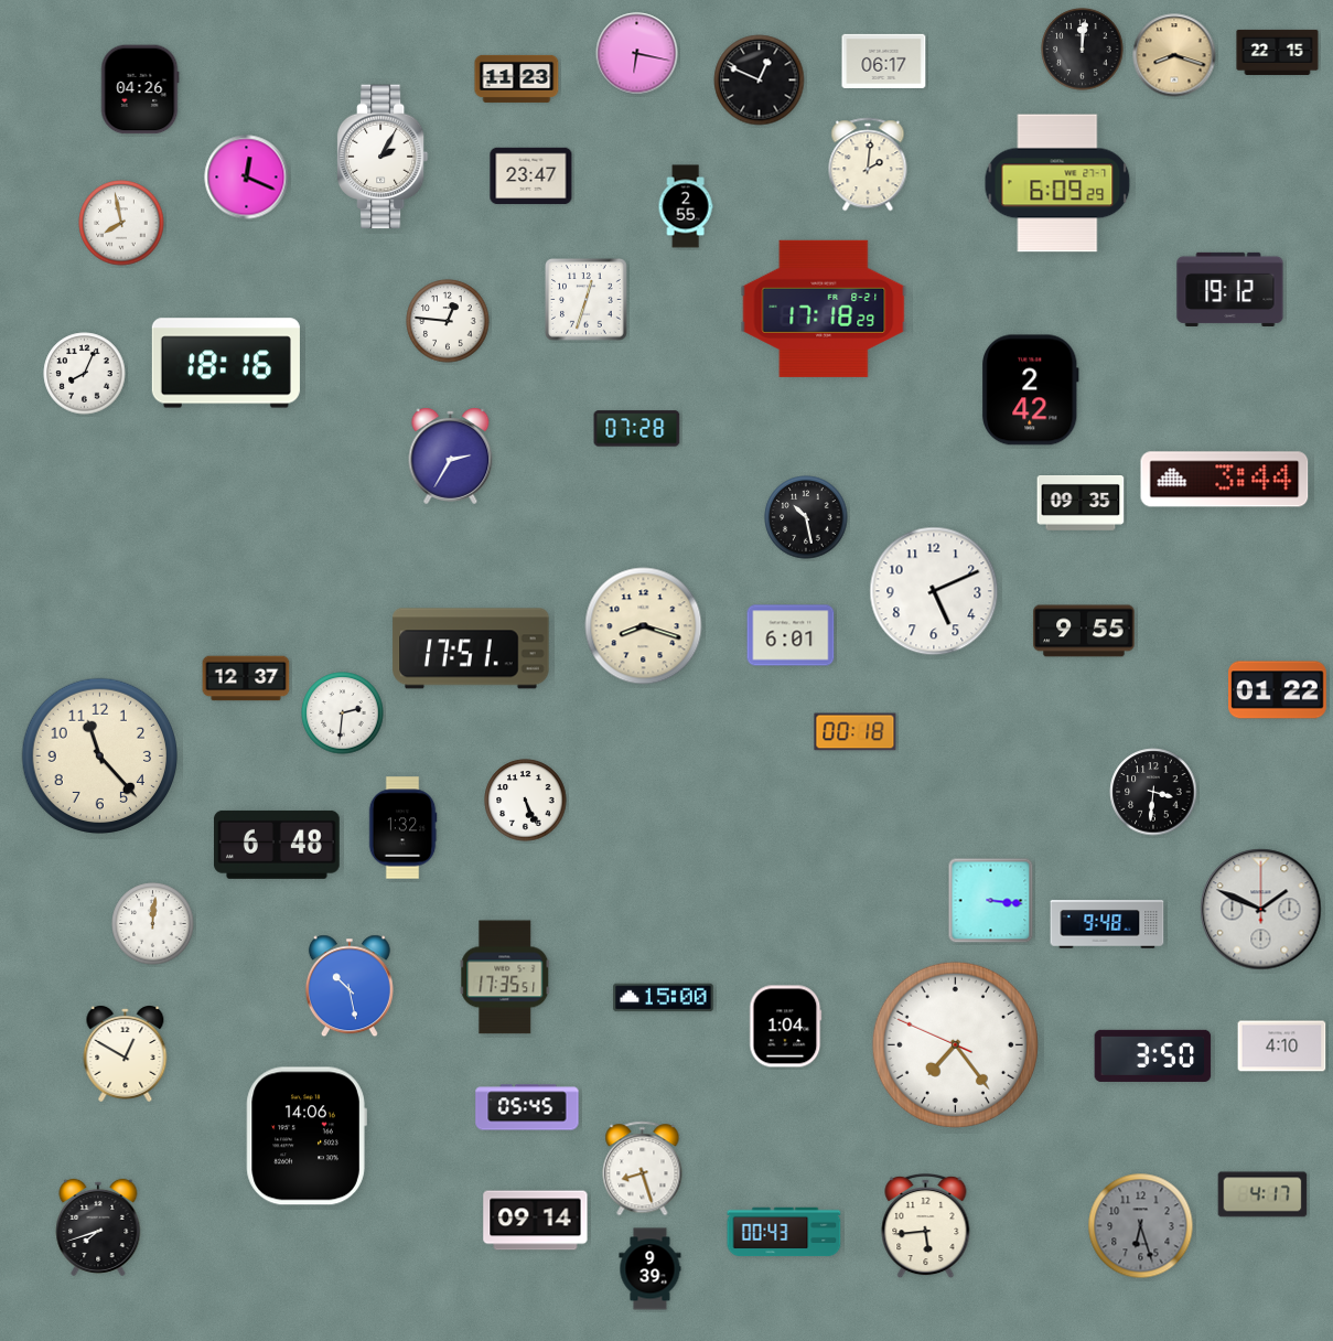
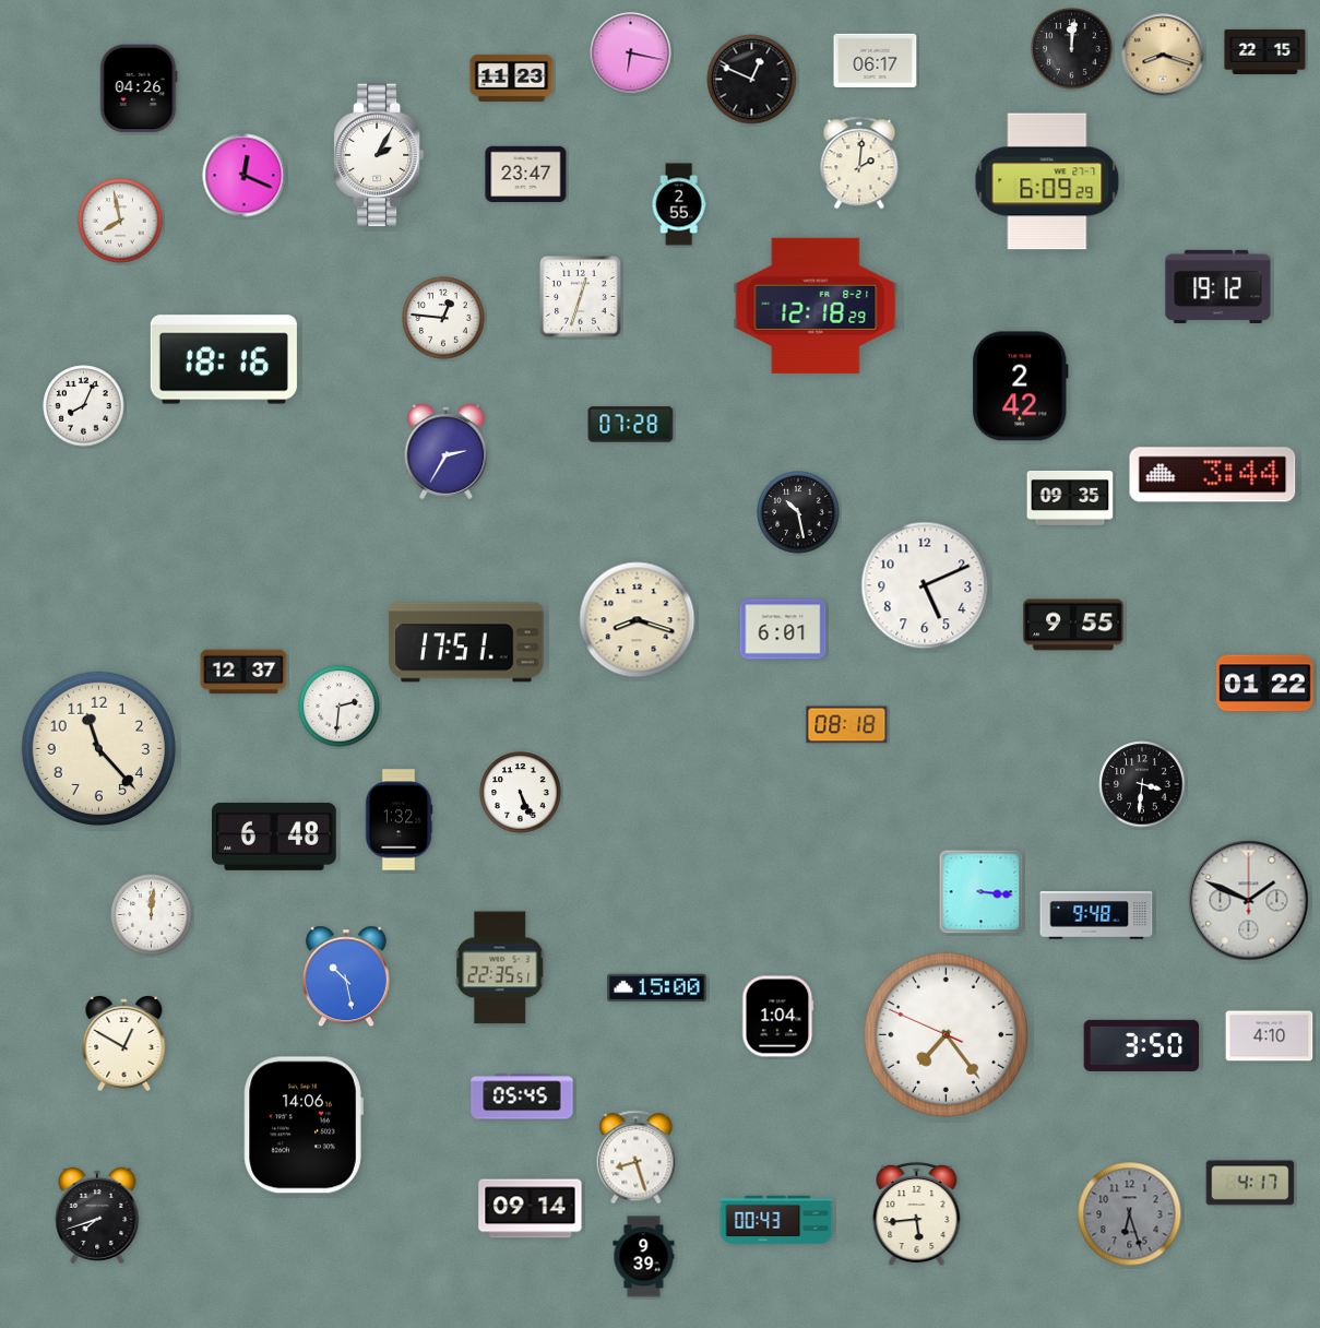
clock at (824, 309): 17:18 -> 12:18
clock at (85, 374) position: (85, 374) -> (84, 406)
clock at (856, 732): 00:18 -> 08:18
clock at (505, 977): 17:35 -> 22:35
